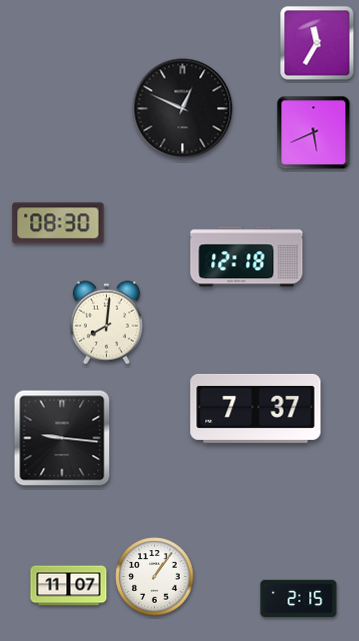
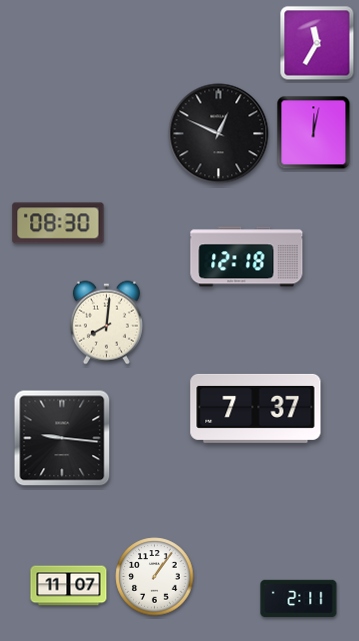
clock at (183, 109) position: (183, 109) -> (219, 134)
clock at (314, 133): 5:41 -> 12:02
clock at (299, 599): 2:15 -> 2:11
